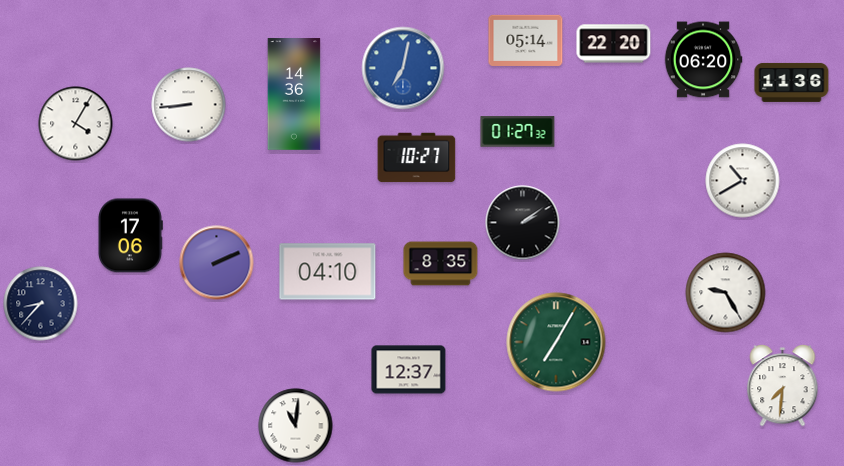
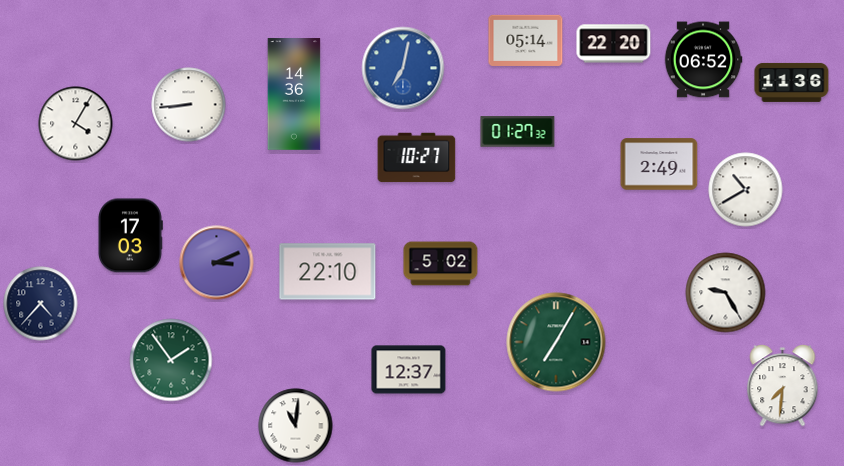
clock at (703, 60): 06:20 -> 06:52
clock at (659, 164): none -> 2:49
clock at (743, 181) position: (743, 181) -> (746, 190)
clock at (523, 223): 2:09 -> none
clock at (130, 236): 17:06 -> 17:03
clock at (217, 263): 2:11 -> 3:11
clock at (441, 264): 8:35 -> 5:02
clock at (328, 272): 04:10 -> 22:10
clock at (41, 304): 8:37 -> 4:37
clock at (171, 360): none -> 1:54
